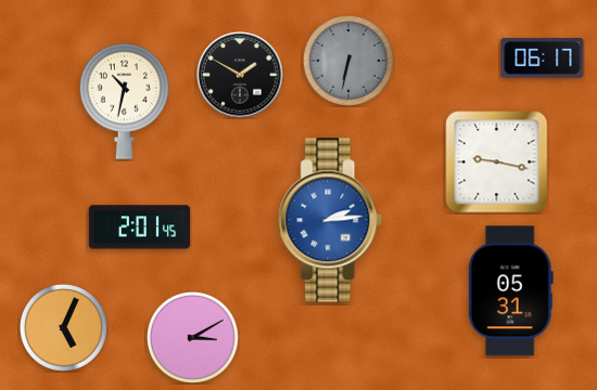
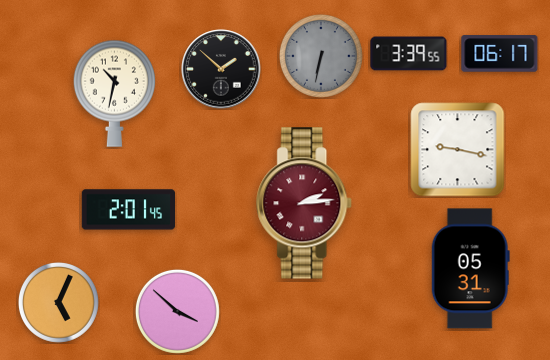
clock at (409, 54): none -> 3:39
clock at (240, 75): 1:50 -> 1:52
clock at (331, 220) dial: blue -> burgundy
clock at (192, 337): 3:10 -> 3:52
